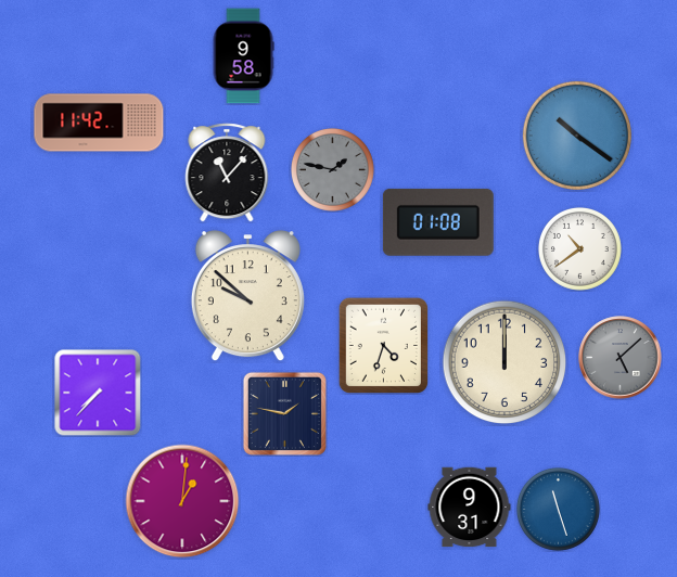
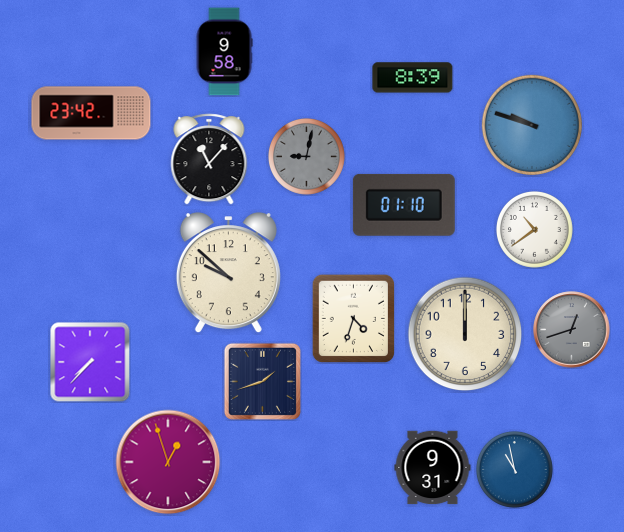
clock at (413, 78): none -> 8:39
clock at (99, 123): 11:42 -> 23:42
clock at (577, 136): 10:21 -> 9:48
clock at (332, 169): 1:47 -> 9:02
clock at (438, 222): 01:08 -> 01:10
clock at (621, 358): 5:08 -> 12:42
clock at (284, 413): 1:47 -> 1:42
clock at (182, 501): 1:01 -> 12:57
clock at (558, 509): 11:27 -> 10:58
